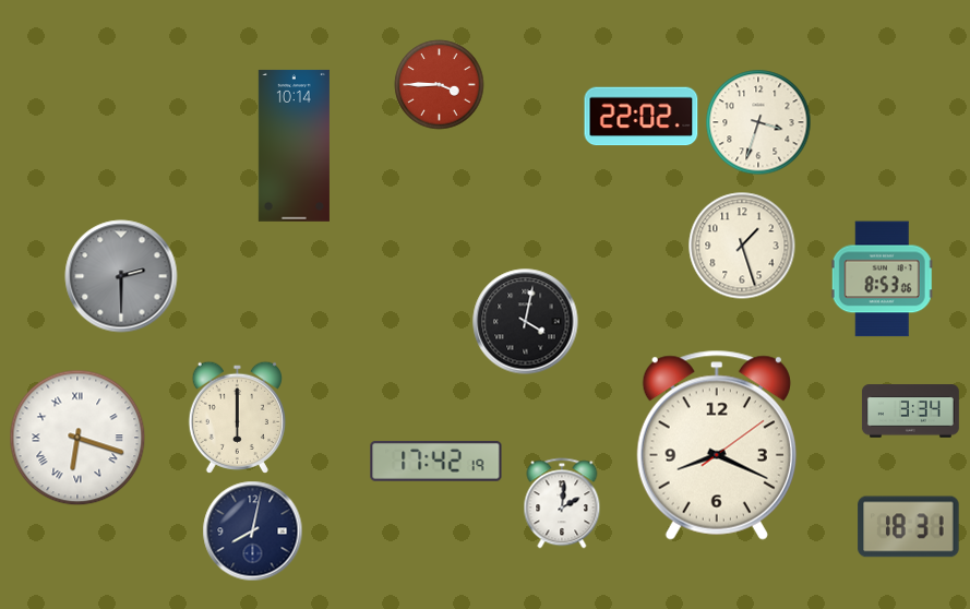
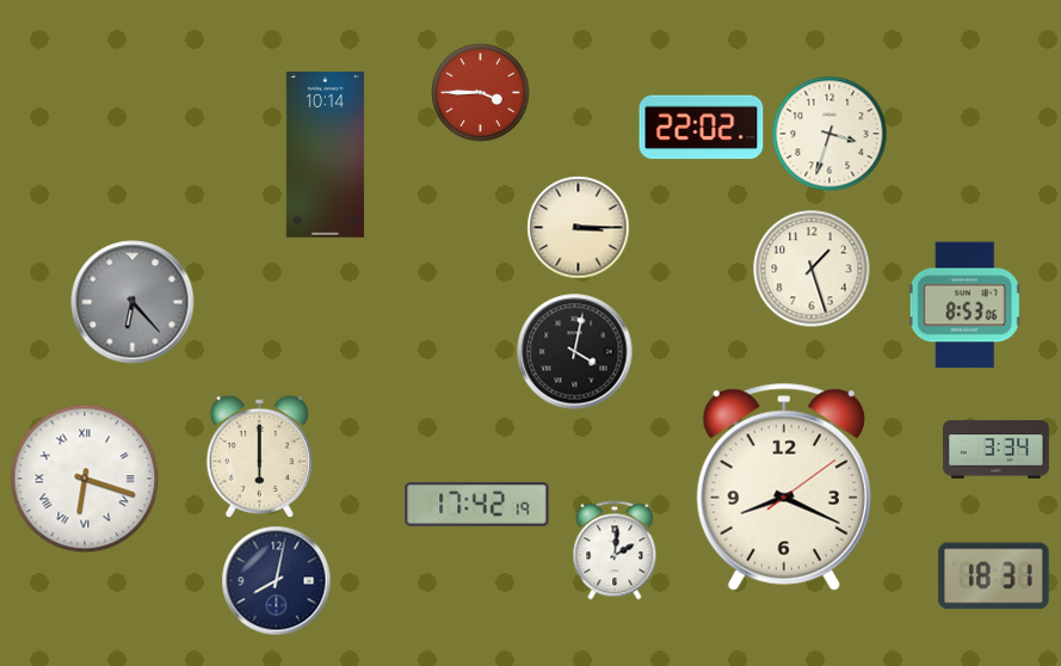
clock at (294, 145) position: (294, 145) -> (325, 154)
clock at (579, 228): none -> 3:15
clock at (121, 276): 2:30 -> 6:23
